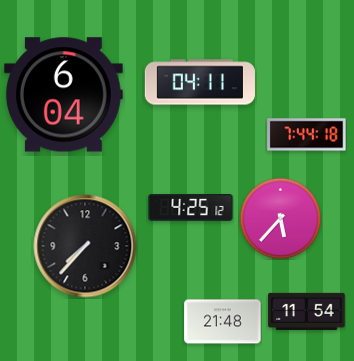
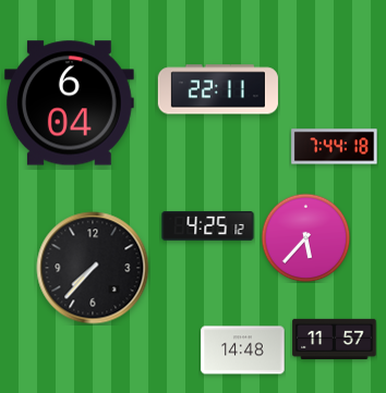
clock at (200, 82): 04:11 -> 22:11
clock at (307, 311): 11:54 -> 11:57
clock at (223, 322): 21:48 -> 14:48
